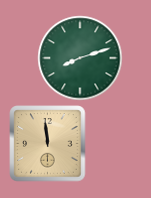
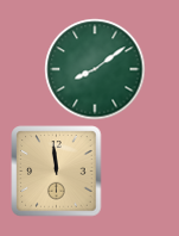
clock at (80, 58): 8:12 -> 8:09
